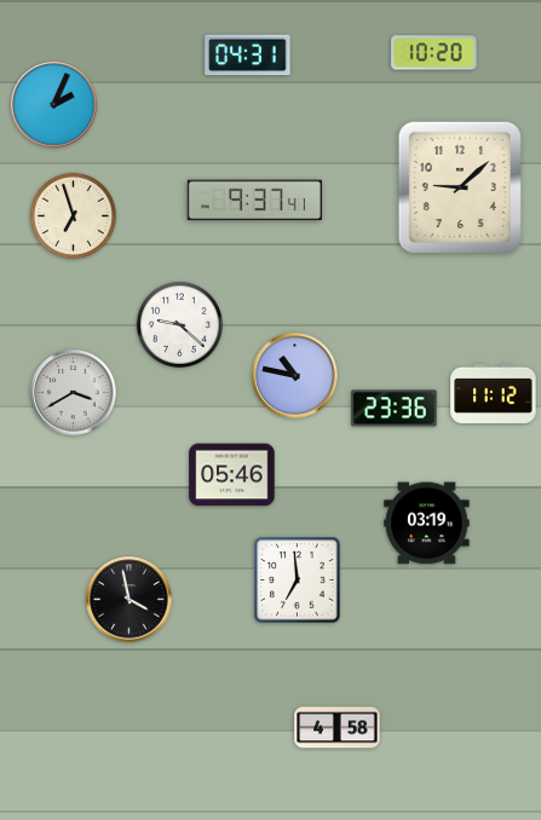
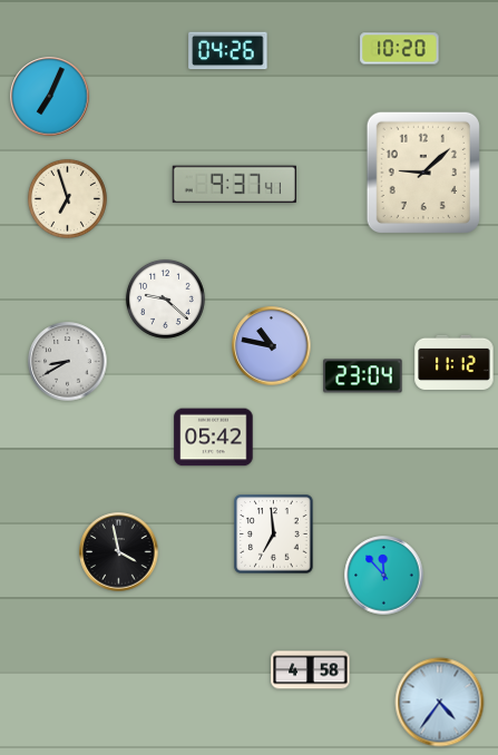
clock at (248, 56): 04:31 -> 04:26
clock at (54, 105): 2:04 -> 7:04
clock at (74, 393): 3:40 -> 8:40
clock at (395, 409): 23:36 -> 23:04
clock at (232, 475): 05:46 -> 05:42
clock at (427, 524): 03:19 -> none
clock at (384, 576): none -> 11:53
clock at (440, 703): none -> 4:36
